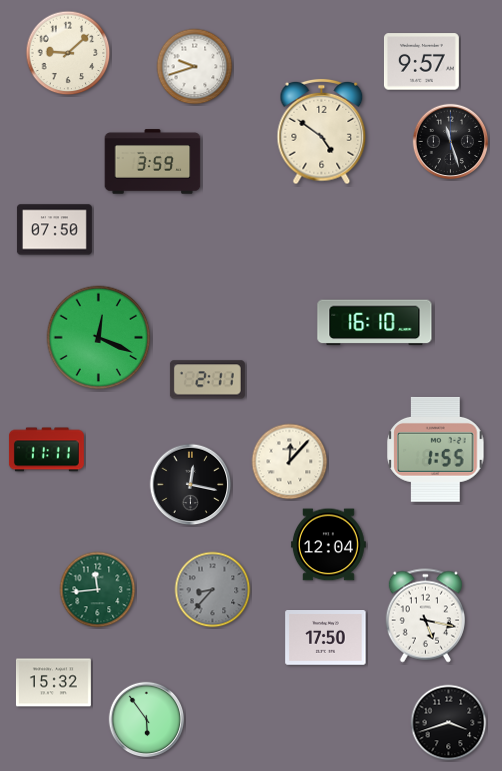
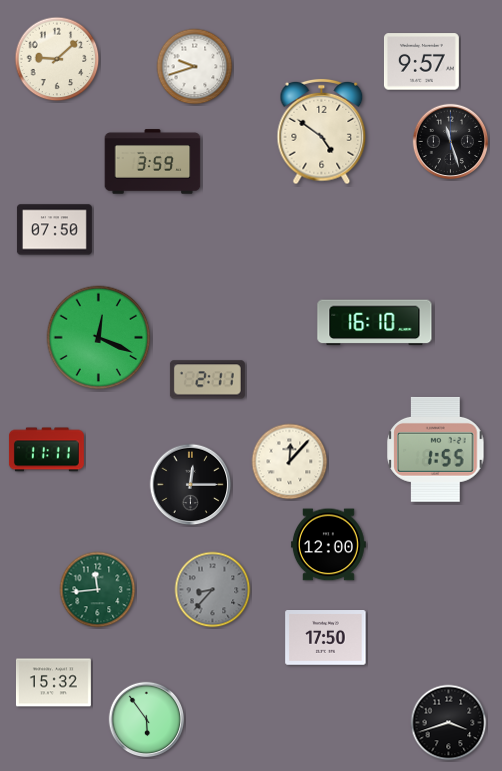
clock at (68, 53) position: (68, 53) -> (57, 59)
clock at (191, 485): 12:17 -> 12:15
clock at (328, 545): 12:04 -> 12:00
clock at (425, 616): 5:17 -> none
